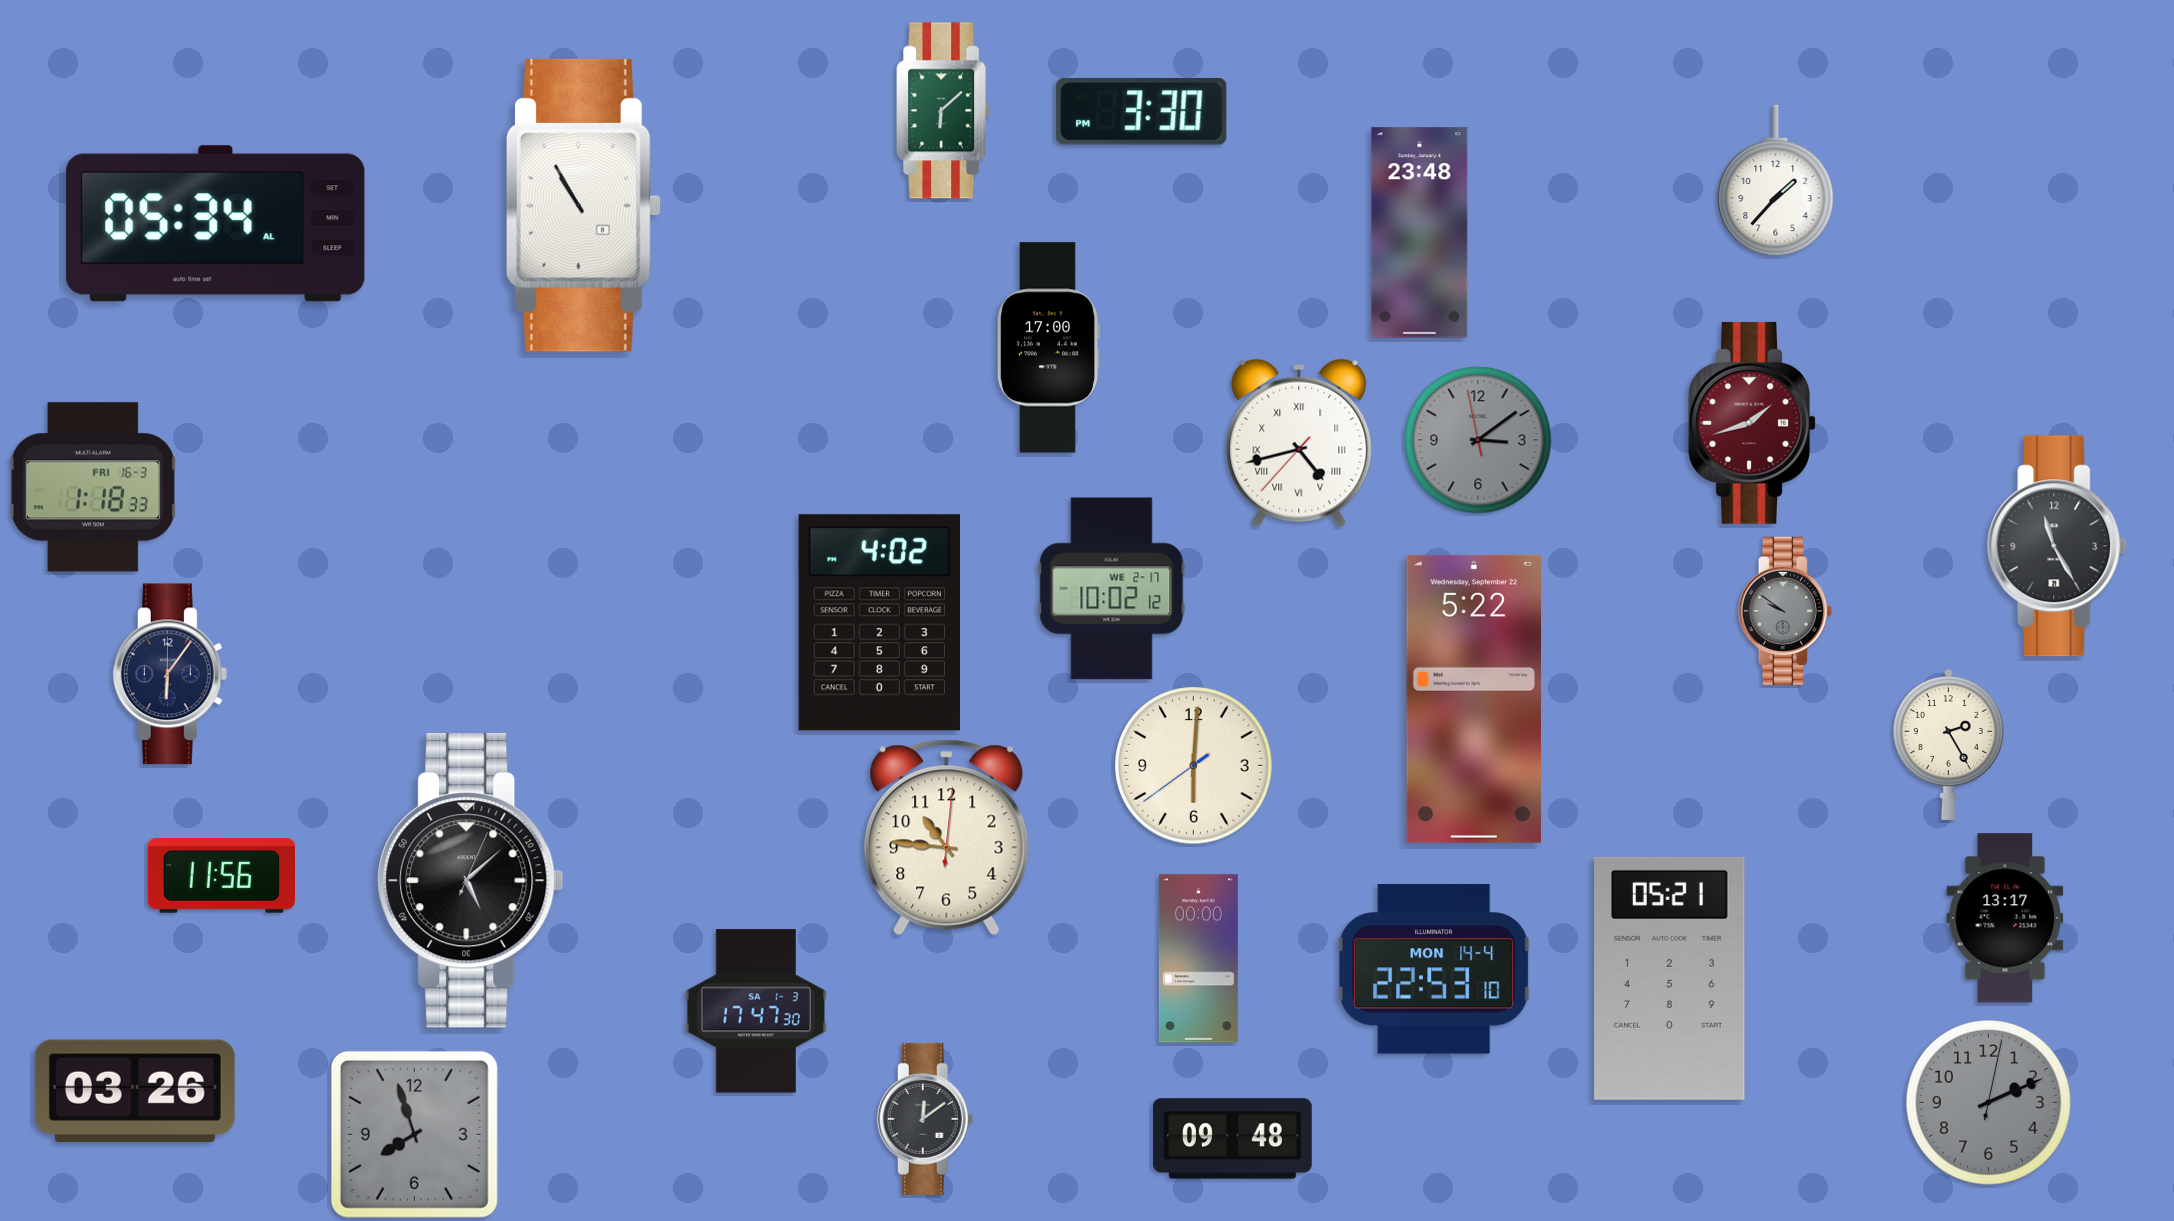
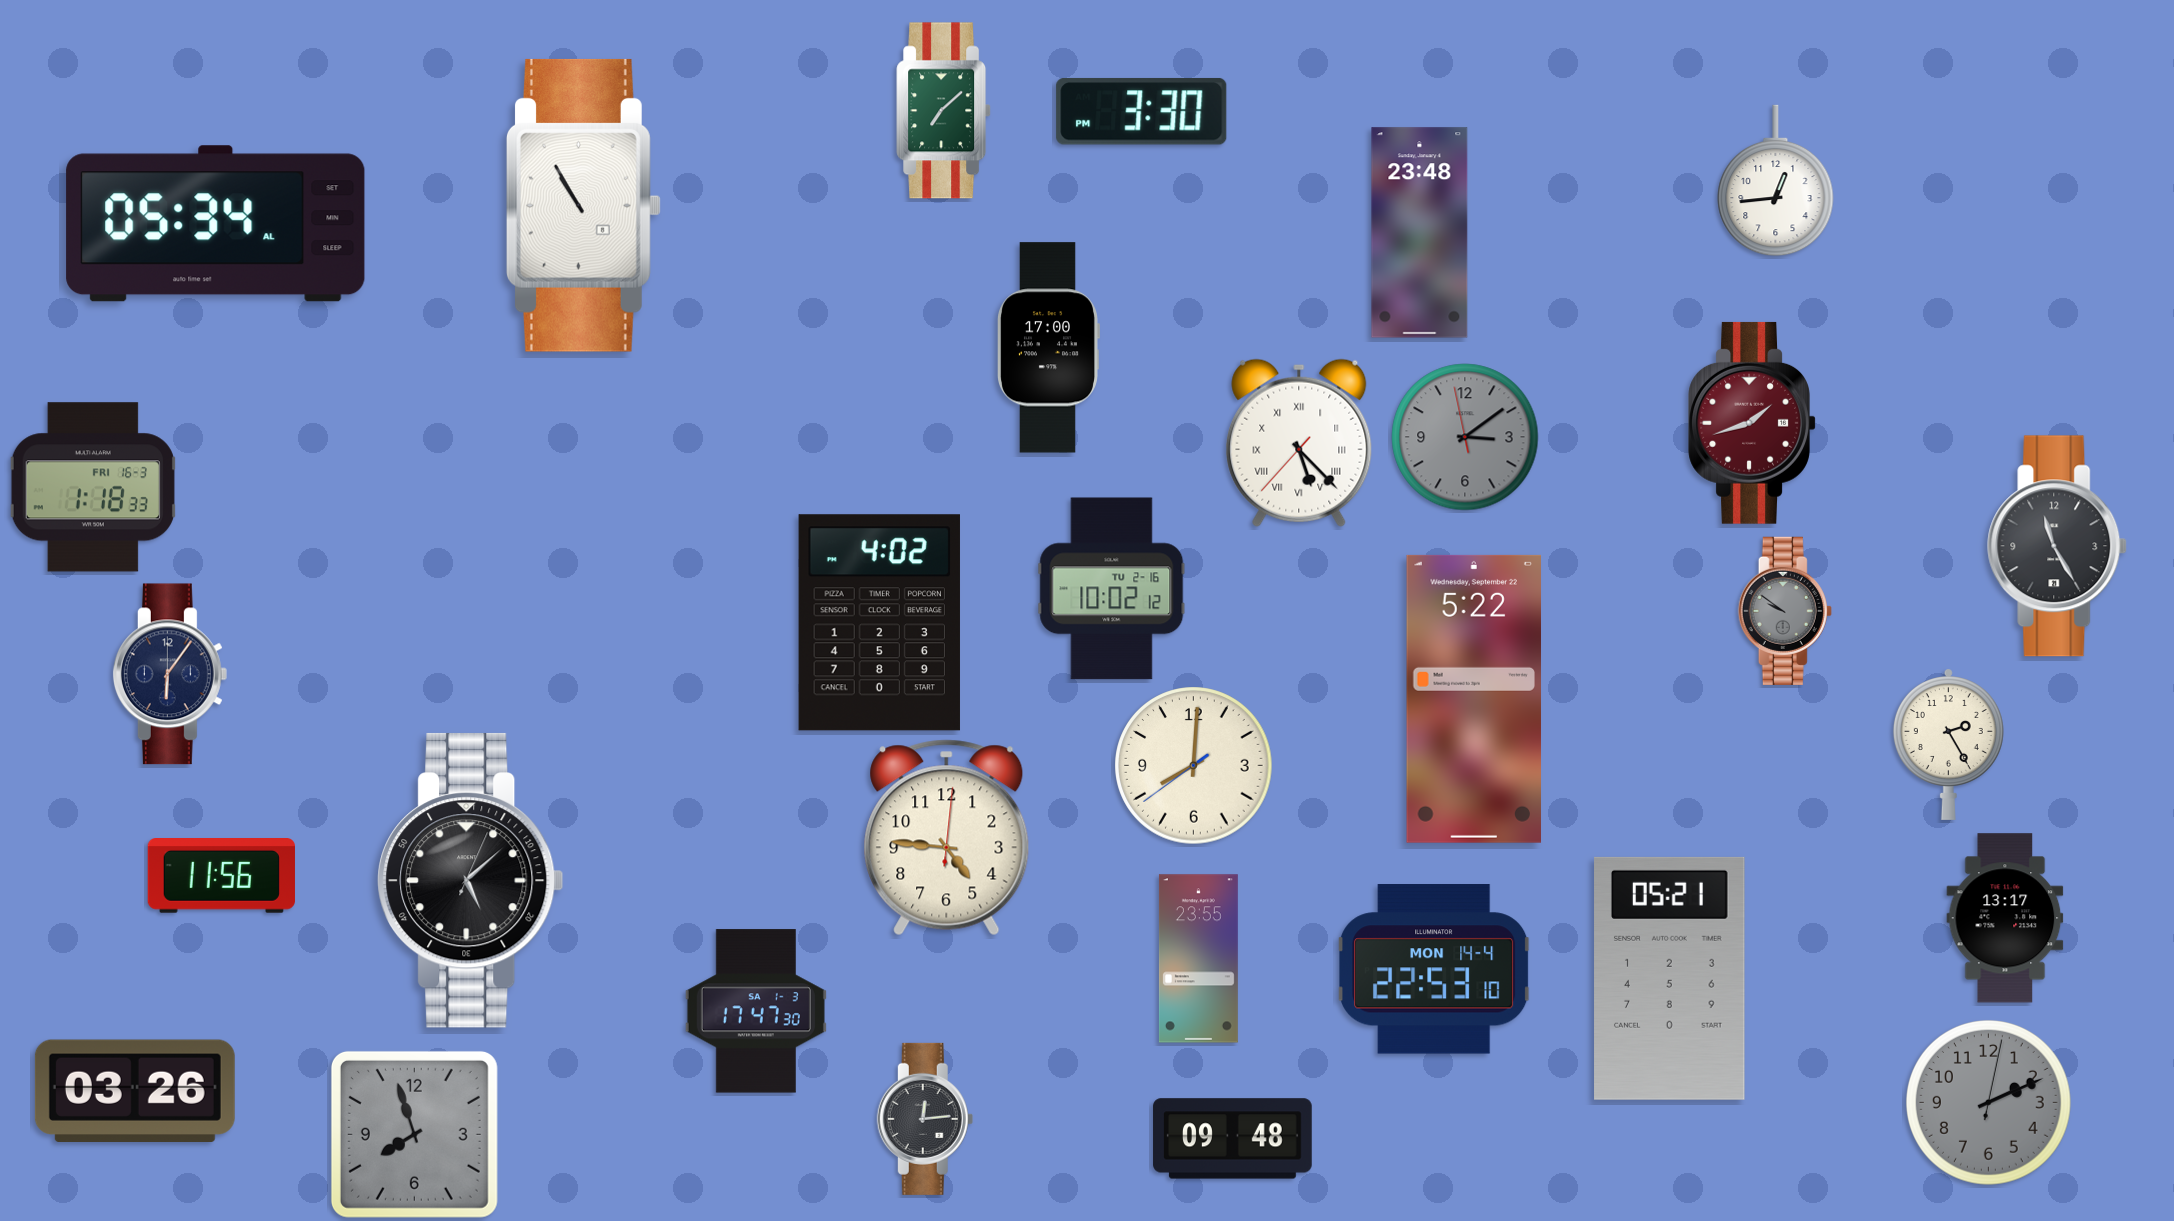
clock at (944, 111): 6:08 -> 7:08
clock at (1776, 181): 1:37 -> 12:44
clock at (1478, 440) position: (1478, 440) -> (1465, 437)
clock at (1299, 443): 4:42 -> 5:22
clock at (1112, 589) date: WE 2-17 -> TU 2-16
clock at (1194, 766): 6:00 -> 8:00
clock at (947, 838): 10:46 -> 4:46
clock at (1198, 959): 00:00 -> 23:55
clock at (925, 1119): 12:09 -> 12:14
